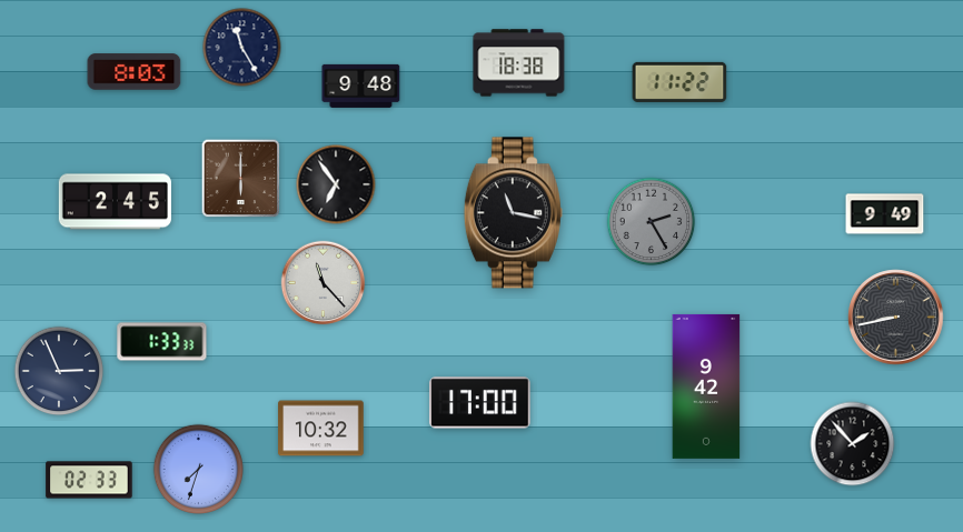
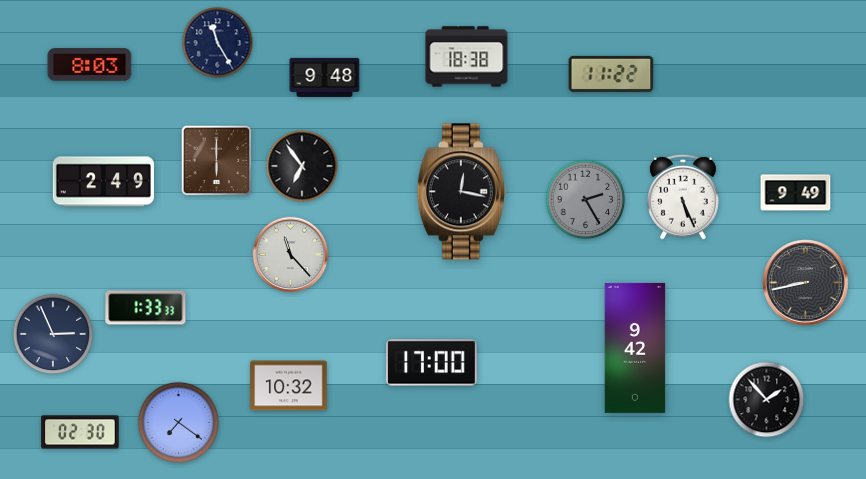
clock at (135, 72) position: (135, 72) -> (90, 65)
clock at (115, 202): 2:45 -> 2:49
clock at (513, 213): 11:17 -> 12:17
clock at (684, 197): none -> 5:26
clock at (896, 318) position: (896, 318) -> (806, 283)
clock at (199, 470): 7:33 -> 7:21
clock at (89, 480): 02:33 -> 02:30
